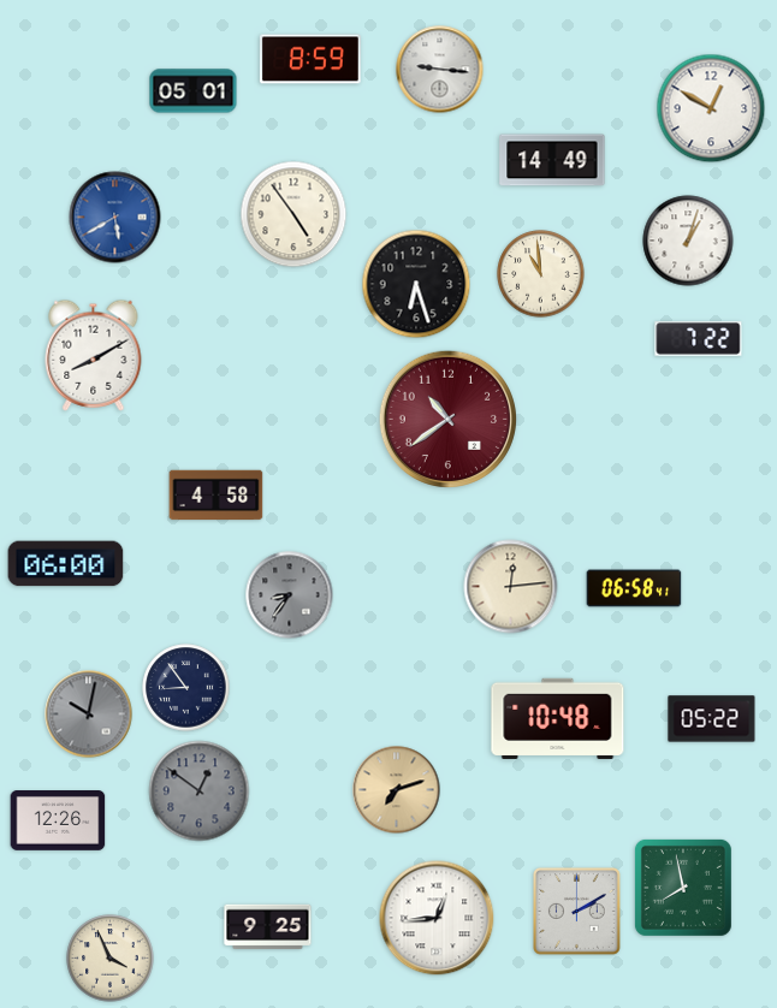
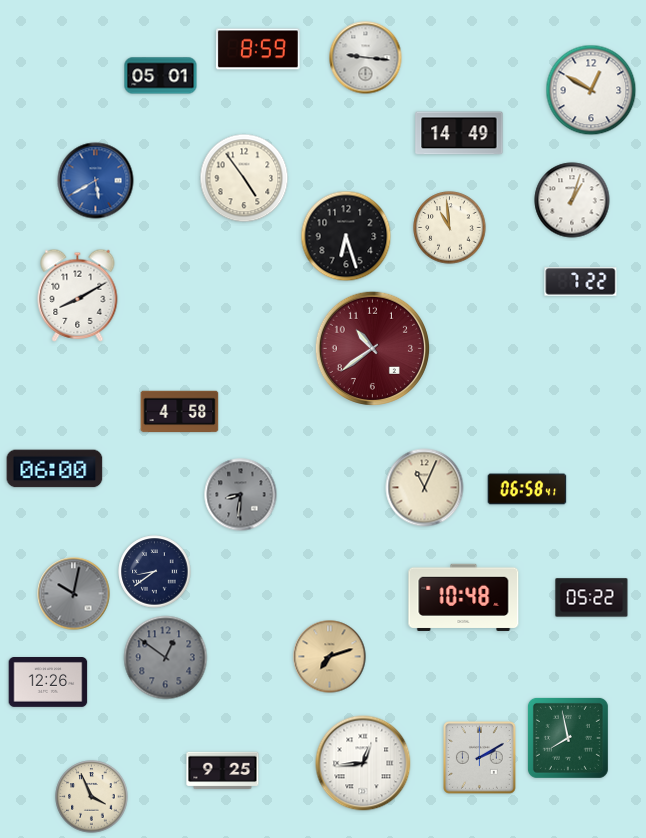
clock at (511, 587): 12:14 -> 11:04
clock at (290, 595): 8:36 -> 8:31
clock at (186, 688): 8:54 -> 8:39
